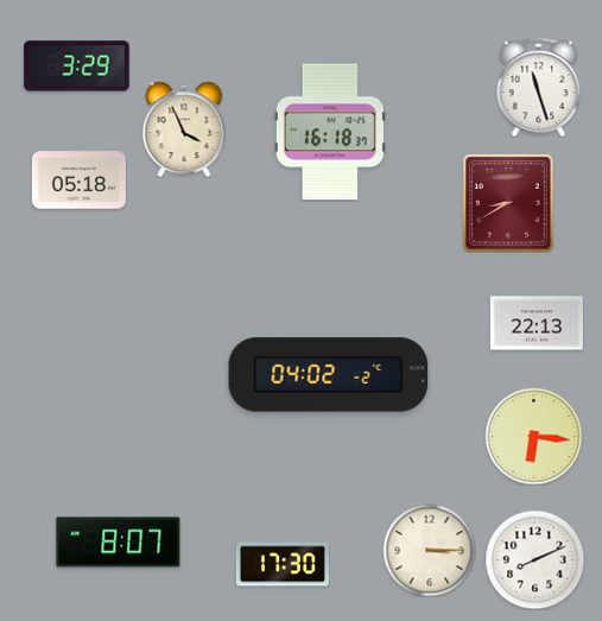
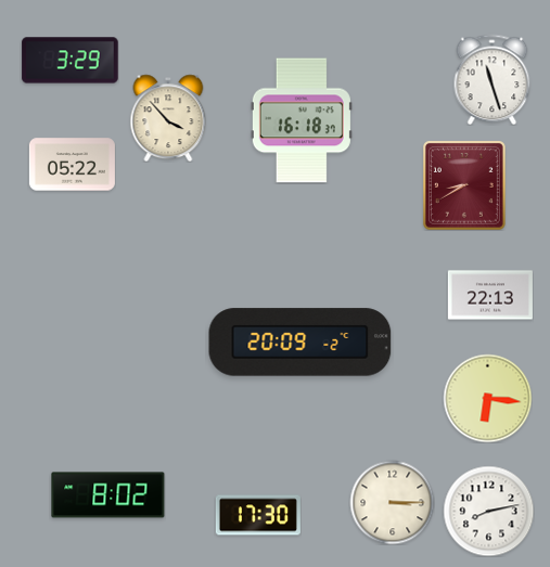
clock at (184, 129): 3:56 -> 3:53
clock at (78, 180): 05:18 -> 05:22
clock at (329, 375): 04:02 -> 20:09
clock at (119, 543): 8:07 -> 8:02
clock at (534, 559): 8:11 -> 8:13
